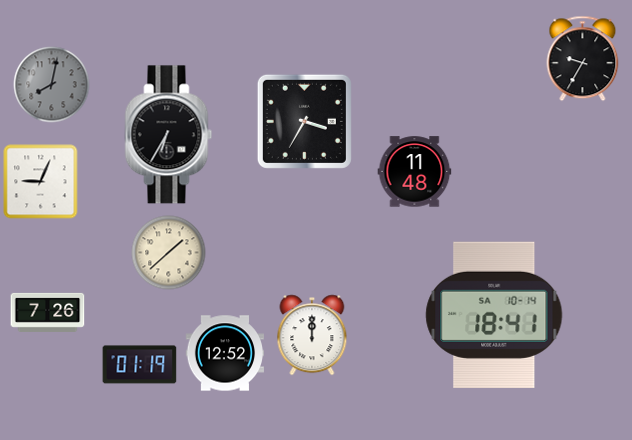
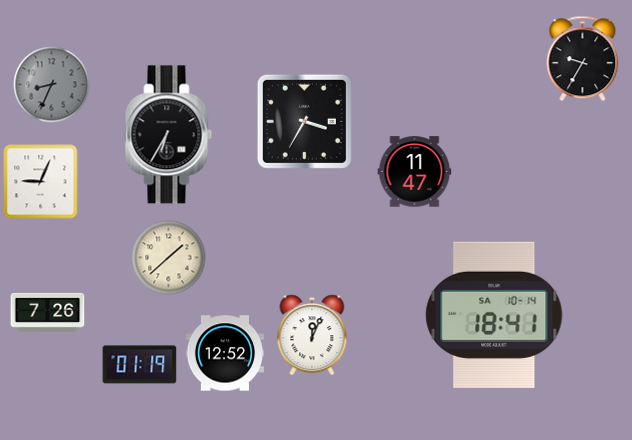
clock at (52, 85): 8:02 -> 8:34
clock at (415, 172): 11:48 -> 11:47
clock at (169, 253) position: (169, 253) -> (169, 258)
clock at (312, 335): 12:00 -> 12:04
